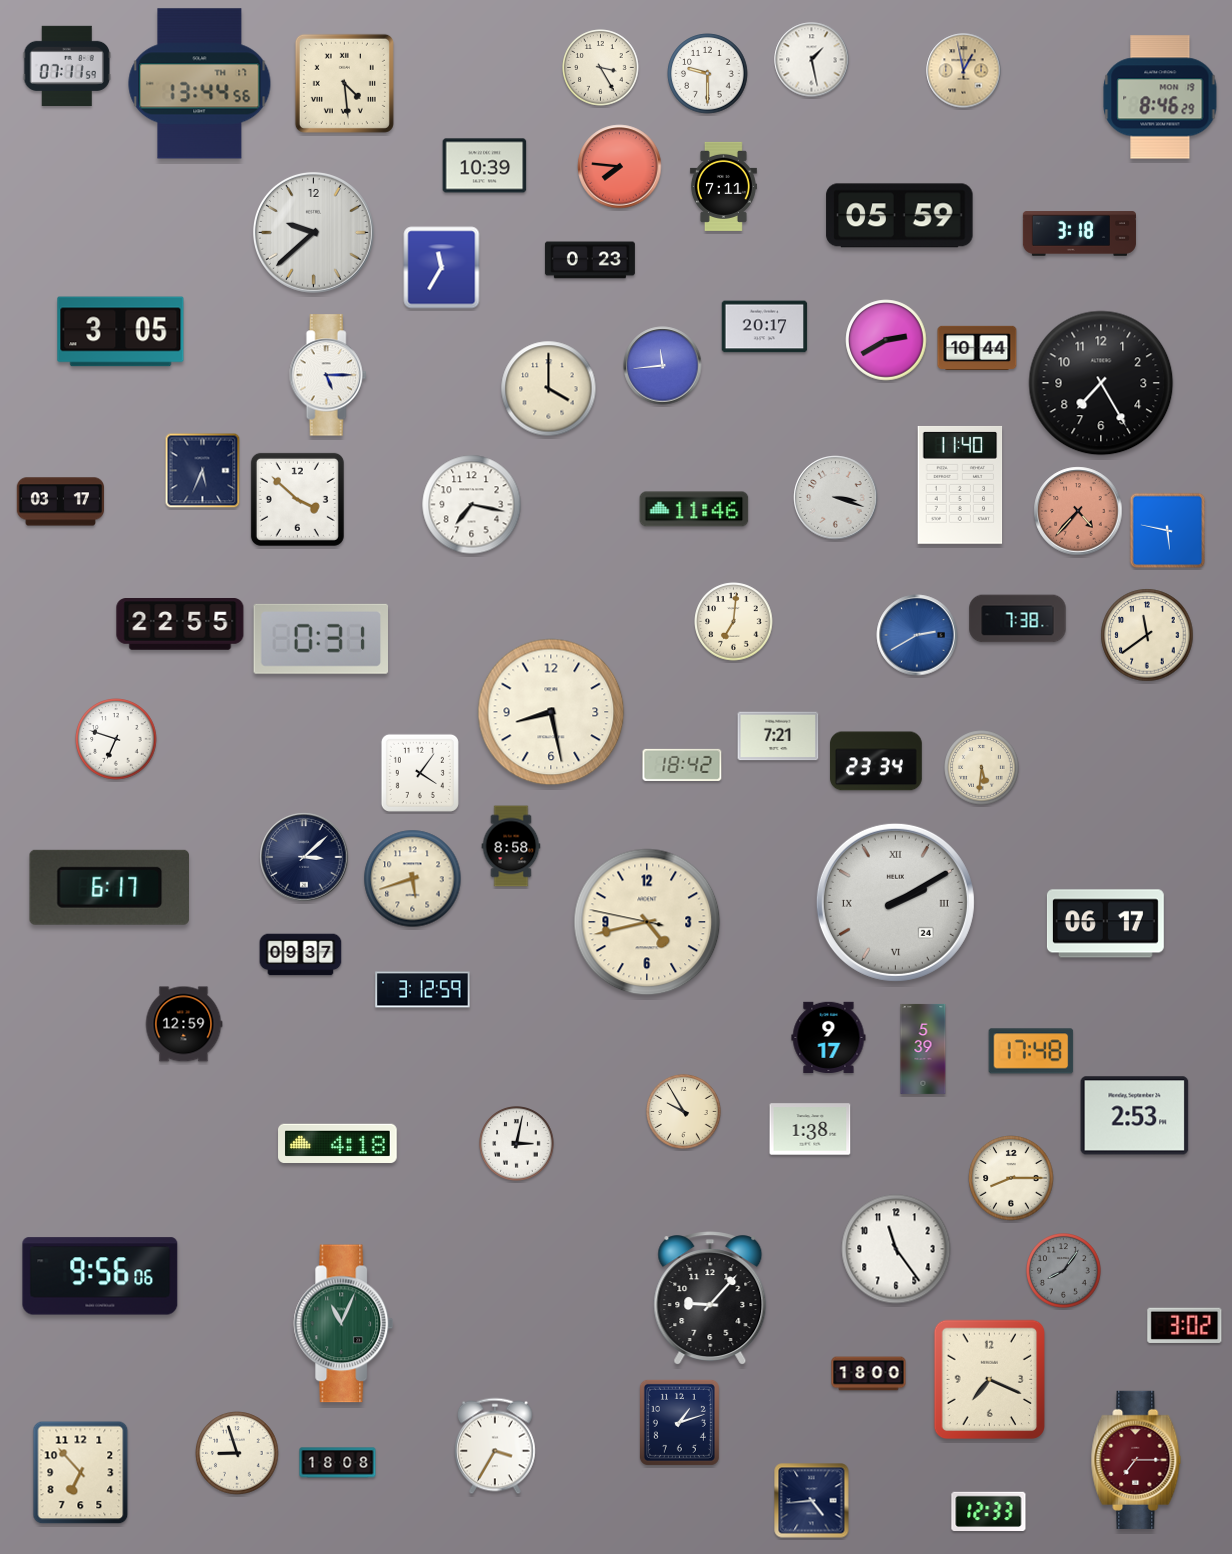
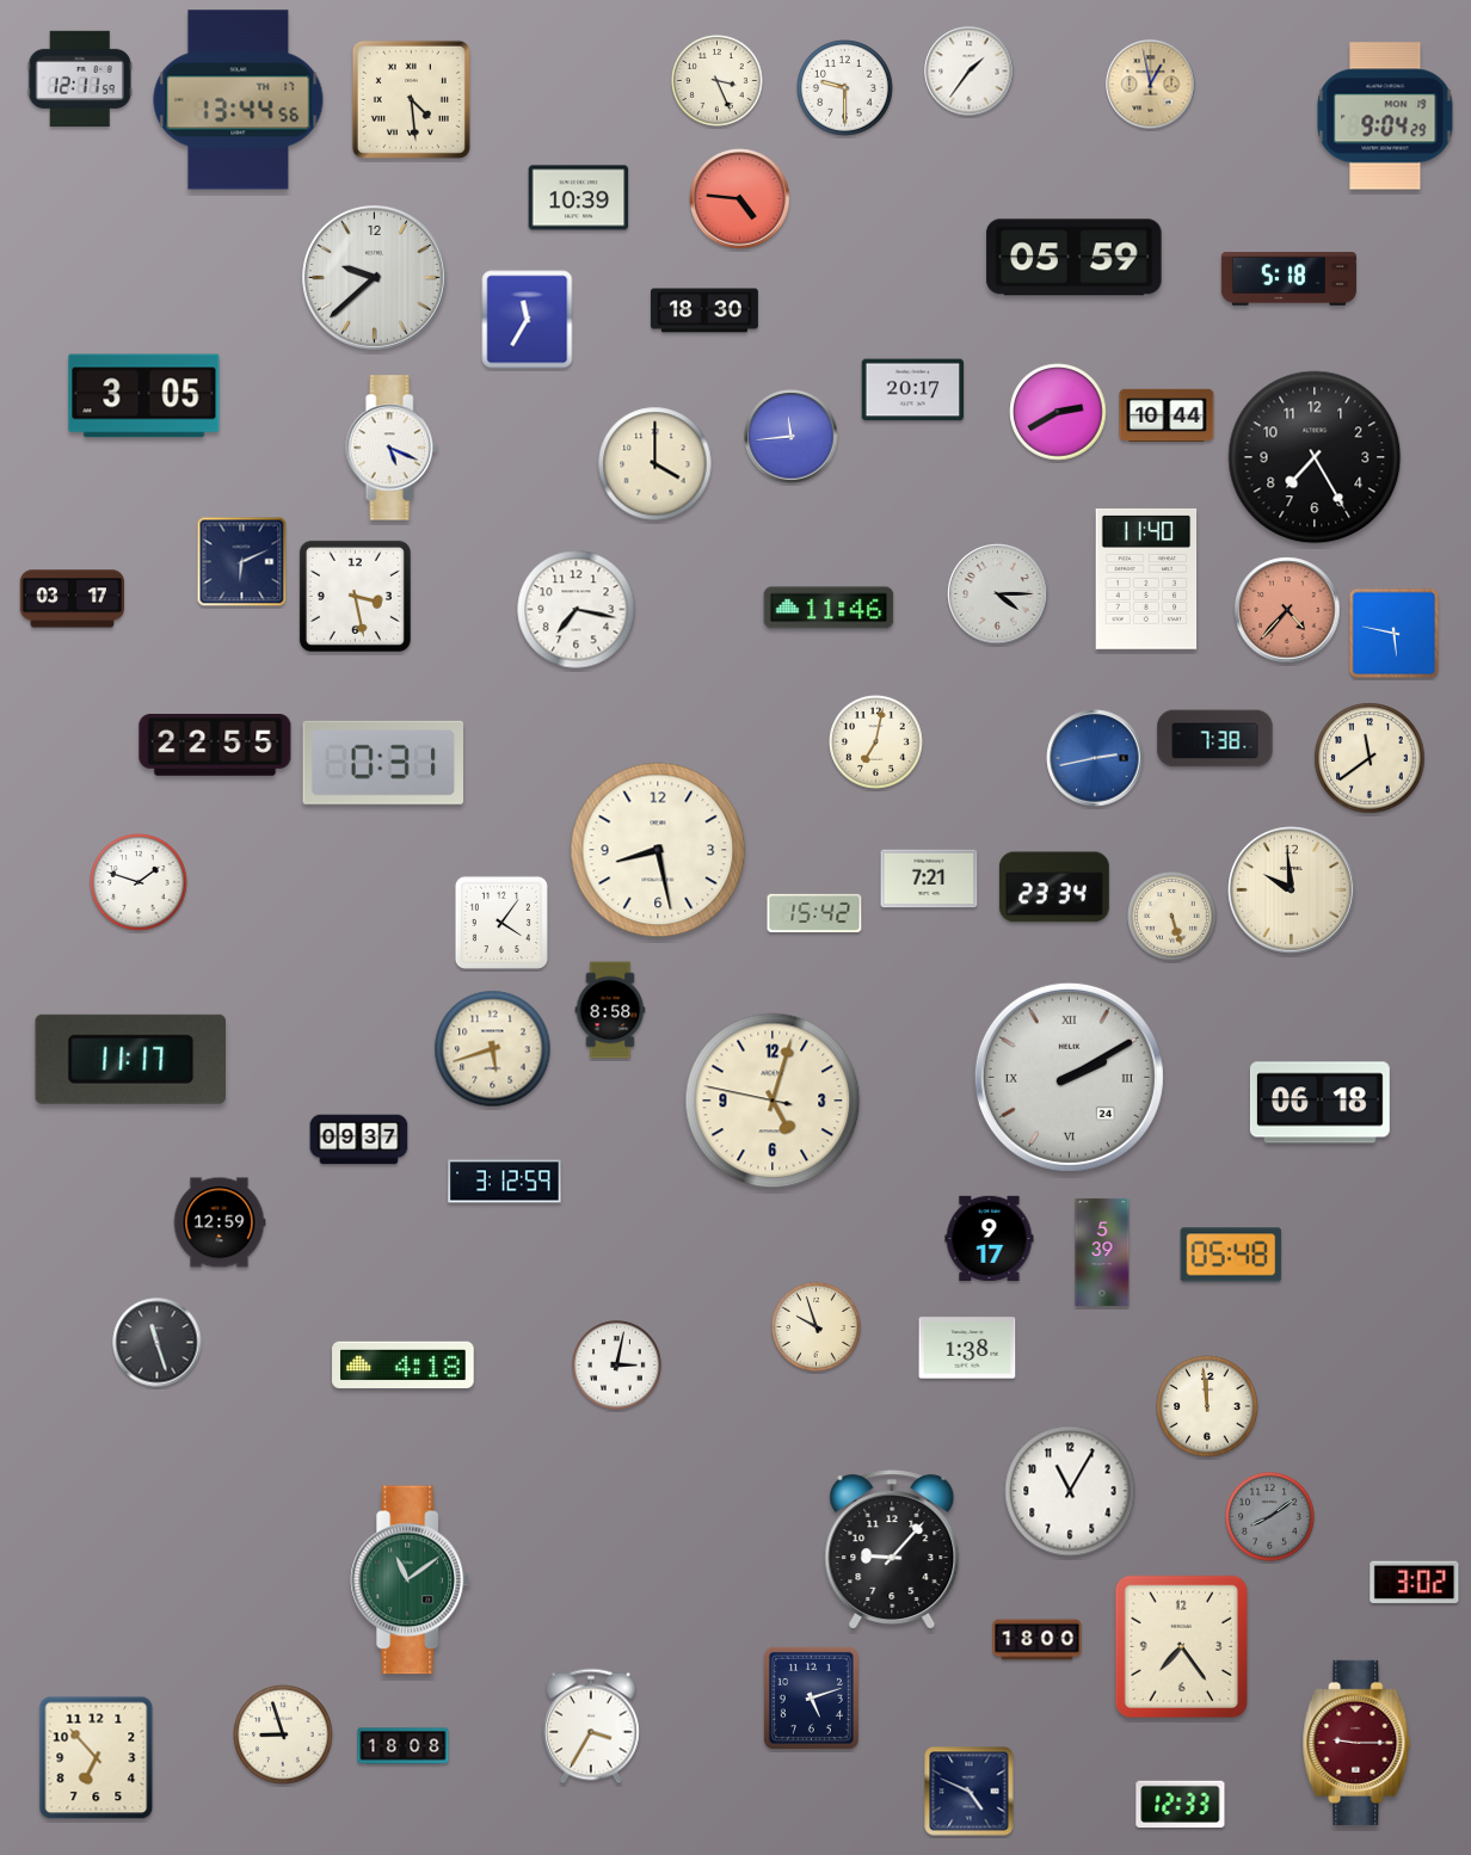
clock at (812, 60): 1:28 -> 1:36
clock at (67, 65): 07:11 -> 12:11
clock at (601, 68): 3:25 -> 3:26
clock at (1160, 97): 8:46 -> 9:04
clock at (620, 167): 7:46 -> 4:46
clock at (723, 186): 7:11 -> none
clock at (1079, 234): 3:18 -> 5:18
clock at (590, 260): 0:23 -> 18:30
clock at (886, 340) position: (886, 340) -> (1058, 412)
clock at (328, 375): 5:15 -> 5:19
clock at (203, 471): 5:34 -> 6:11
clock at (836, 498): 3:18 -> 4:15
clock at (297, 499): 3:52 -> 3:28
clock at (472, 505) position: (472, 505) -> (577, 610)
clock at (734, 622): 7:01 -> 7:02
clock at (917, 635): 2:40 -> 2:43
clock at (116, 739): 6:48 -> 1:48
clock at (1292, 890): none -> 9:59
clock at (876, 761) position: (876, 761) -> (1054, 887)
clock at (682, 765): 18:42 -> 15:42
clock at (982, 768): 5:31 -> 5:27
clock at (304, 857): 3:08 -> none
clock at (109, 887): 6:17 -> 11:17
clock at (647, 922): 4:42 -> 5:02
clock at (1105, 924): 06:17 -> 06:18
clock at (1031, 1051): 17:48 -> 05:48
clock at (684, 1112): 9:55 -> 9:57
clock at (1135, 1116): 2:53 -> none
clock at (158, 1343): none -> 11:27
clock at (1011, 1178): 8:15 -> 11:59
clock at (896, 1249): 11:24 -> 11:05
clock at (1064, 1271): 8:06 -> 8:09
clock at (100, 1276): 9:56 -> none
clock at (710, 1298) position: (710, 1298) -> (892, 1549)
clock at (344, 1324): 11:04 -> 11:09
clock at (989, 1380): 7:19 -> 7:24
clock at (679, 1422): 1:12 -> 5:12
clock at (1136, 1460): 7:15 -> 9:15
clock at (812, 1501): 4:44 -> 4:49
